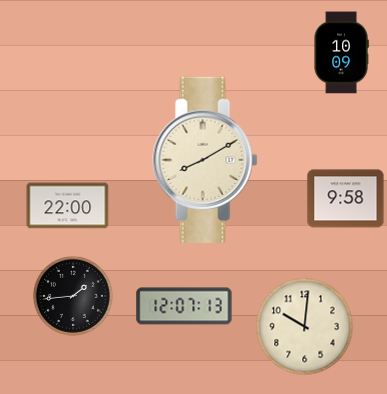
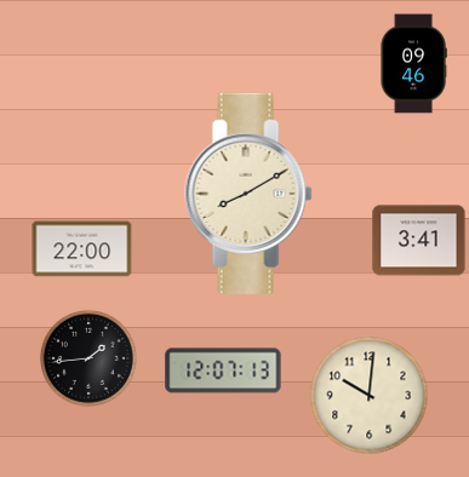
clock at (341, 53): 10:09 -> 09:46
clock at (346, 199): 9:58 -> 3:41
